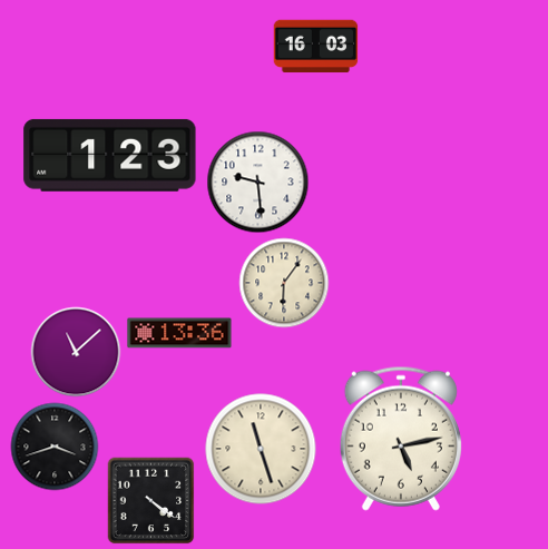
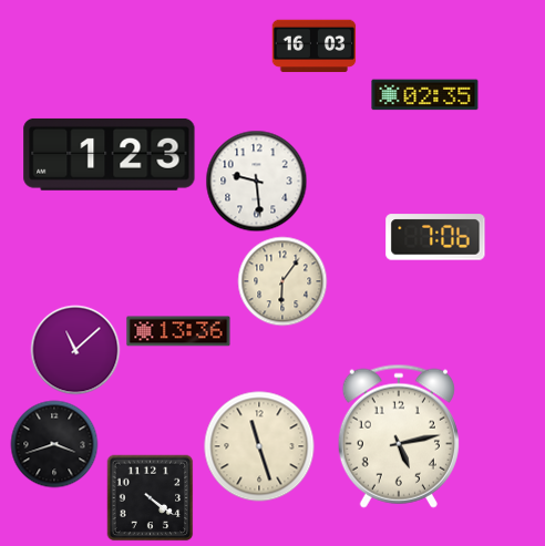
clock at (425, 95): none -> 02:35
clock at (435, 237): none -> 7:06
